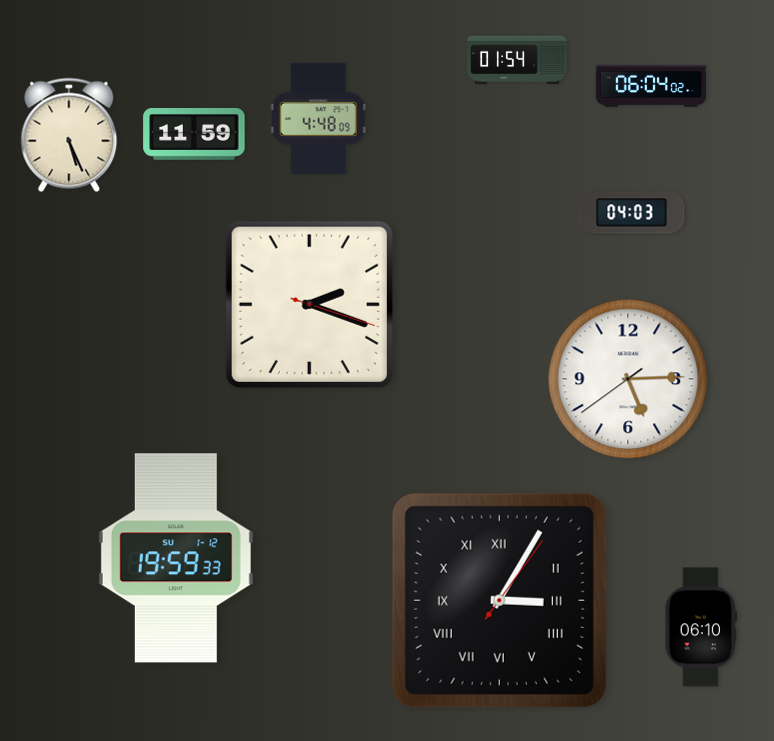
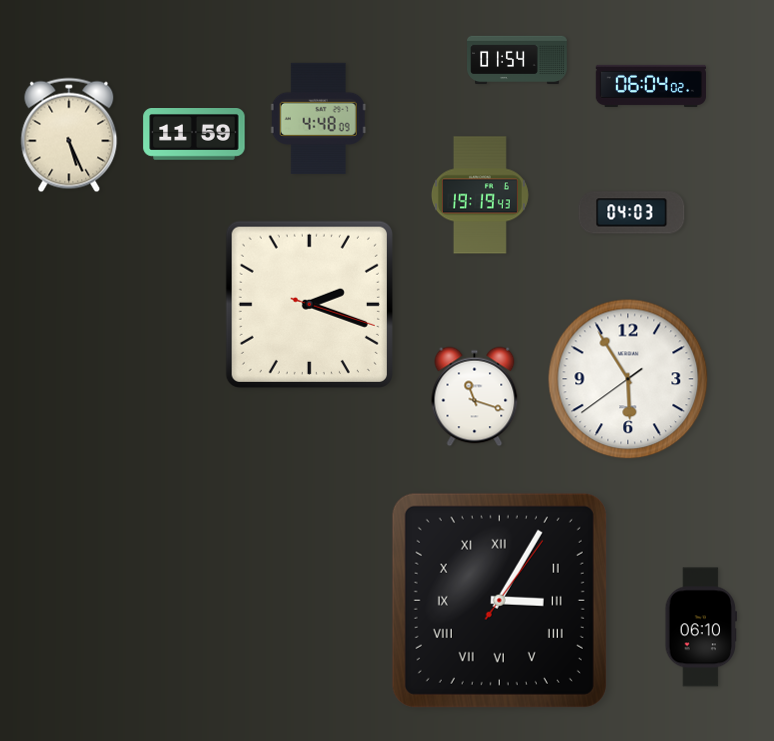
clock at (480, 195): none -> 19:19
clock at (628, 379): 5:14 -> 5:54
clock at (475, 397): none -> 11:18
clock at (176, 558): 19:59 -> none
